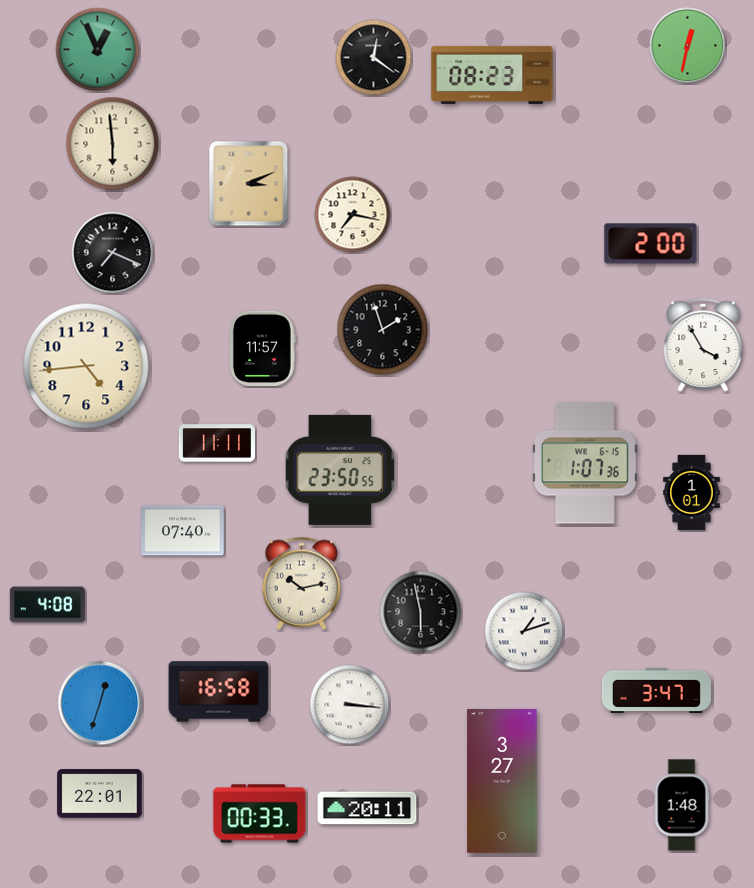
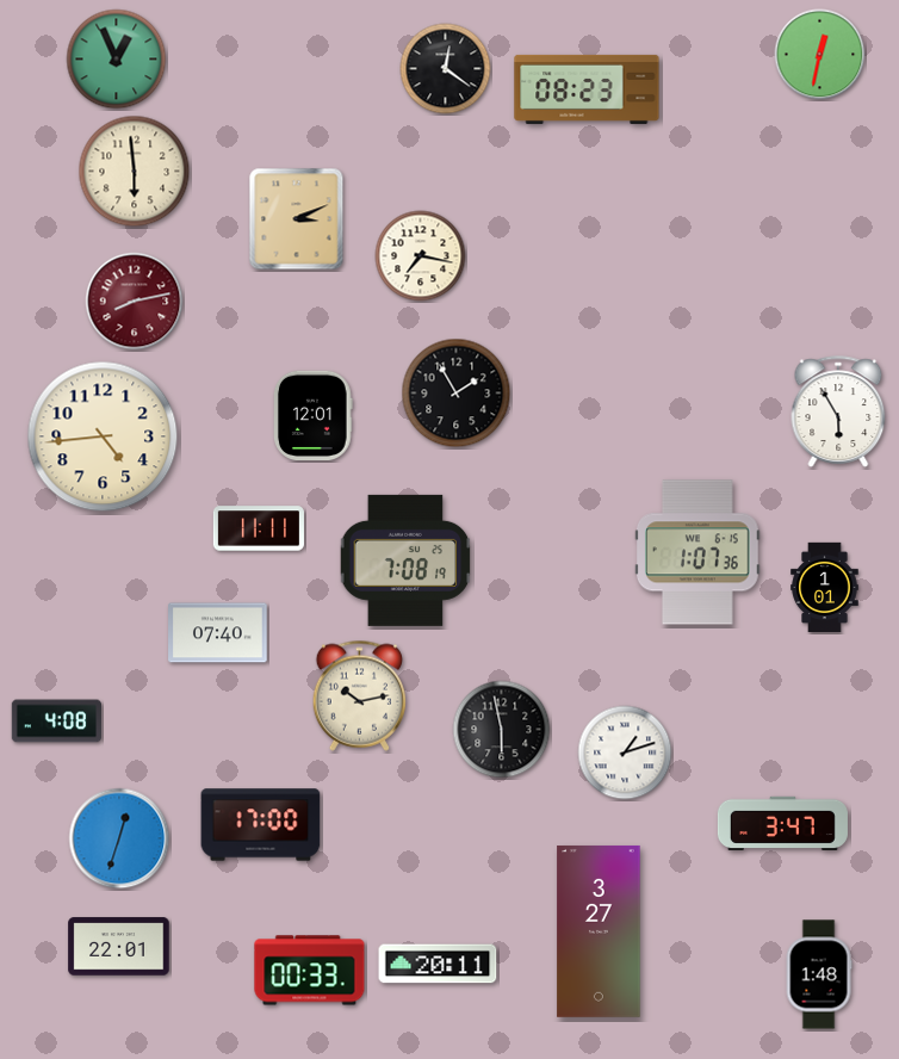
clock at (651, 244): 2:00 -> none
clock at (113, 253): 7:19 -> 8:13
clock at (113, 253) dial: black -> burgundy
clock at (383, 330): 1:57 -> 1:55
clock at (703, 345): 3:55 -> 5:55
clock at (263, 348): 11:57 -> 12:01
clock at (340, 470): 23:50 -> 7:08
clock at (219, 692): 16:58 -> 17:00
clock at (350, 705): 3:16 -> none
clock at (682, 805) position: (682, 805) -> (819, 974)
